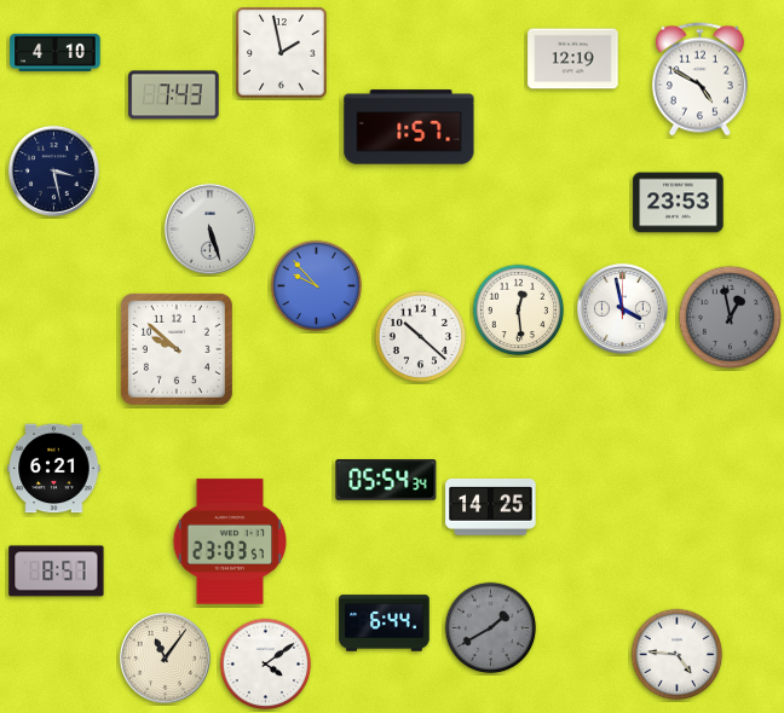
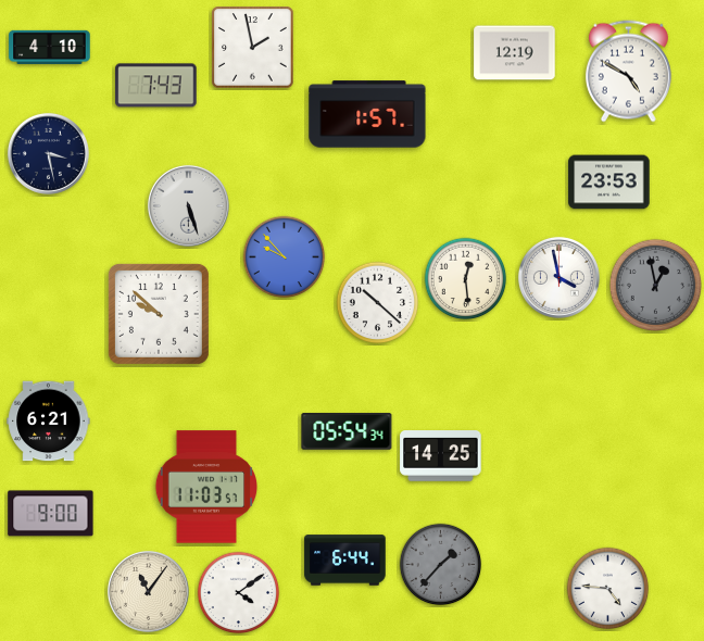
clock at (229, 541): 23:03 -> 11:03
clock at (57, 572): 8:57 -> 9:00
clock at (491, 628): 1:40 -> 1:37
clock at (266, 665) position: (266, 665) -> (239, 593)
